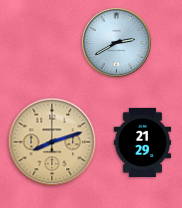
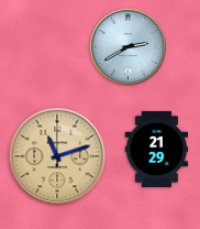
clock at (52, 142): 8:12 -> 11:12
clock at (143, 142) position: (143, 142) -> (157, 149)
